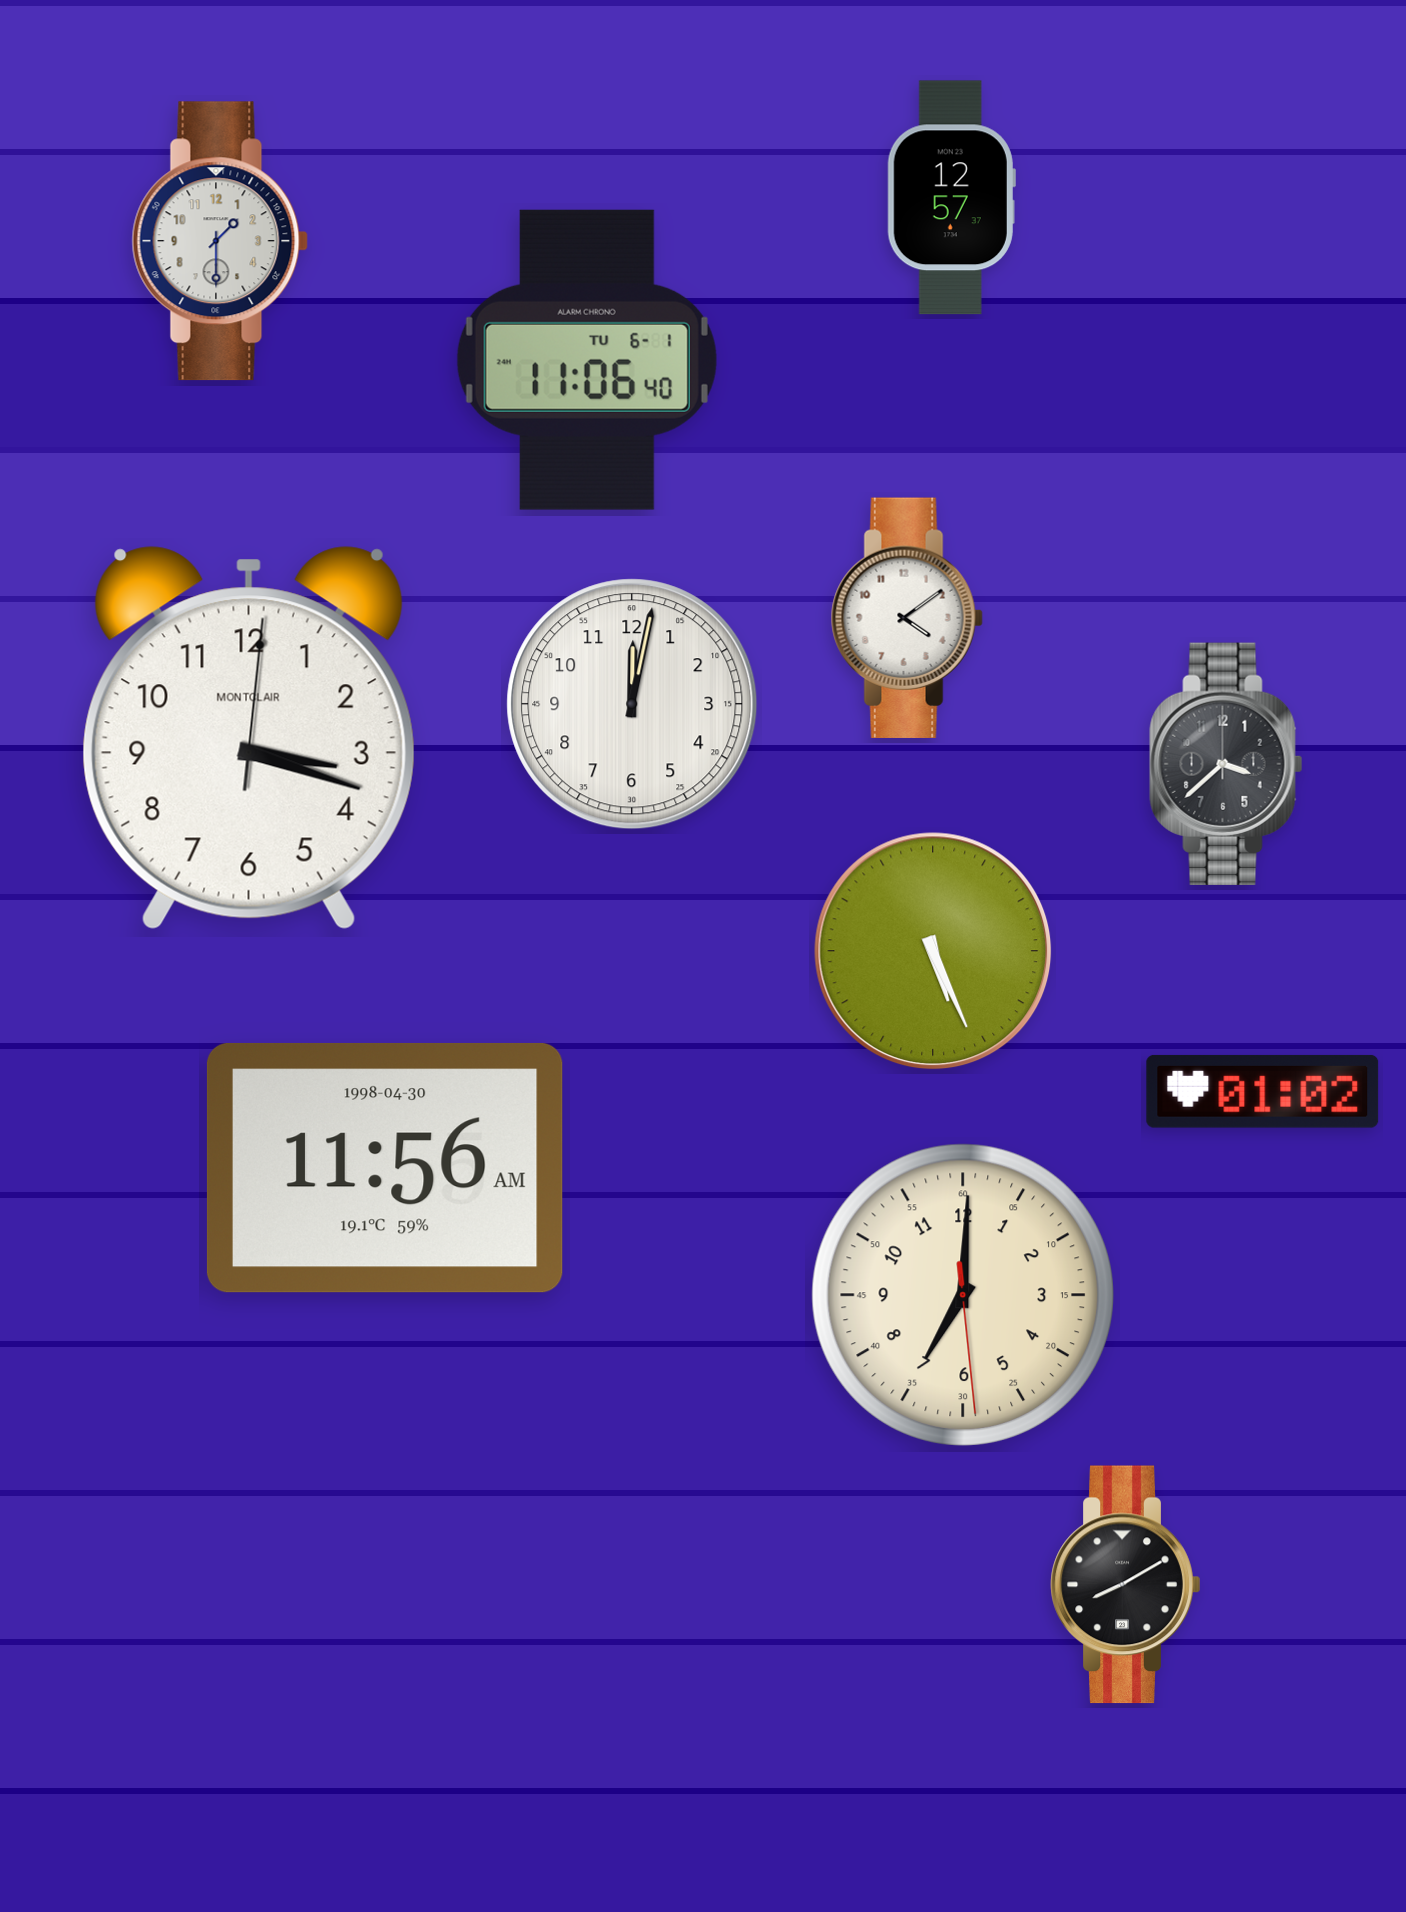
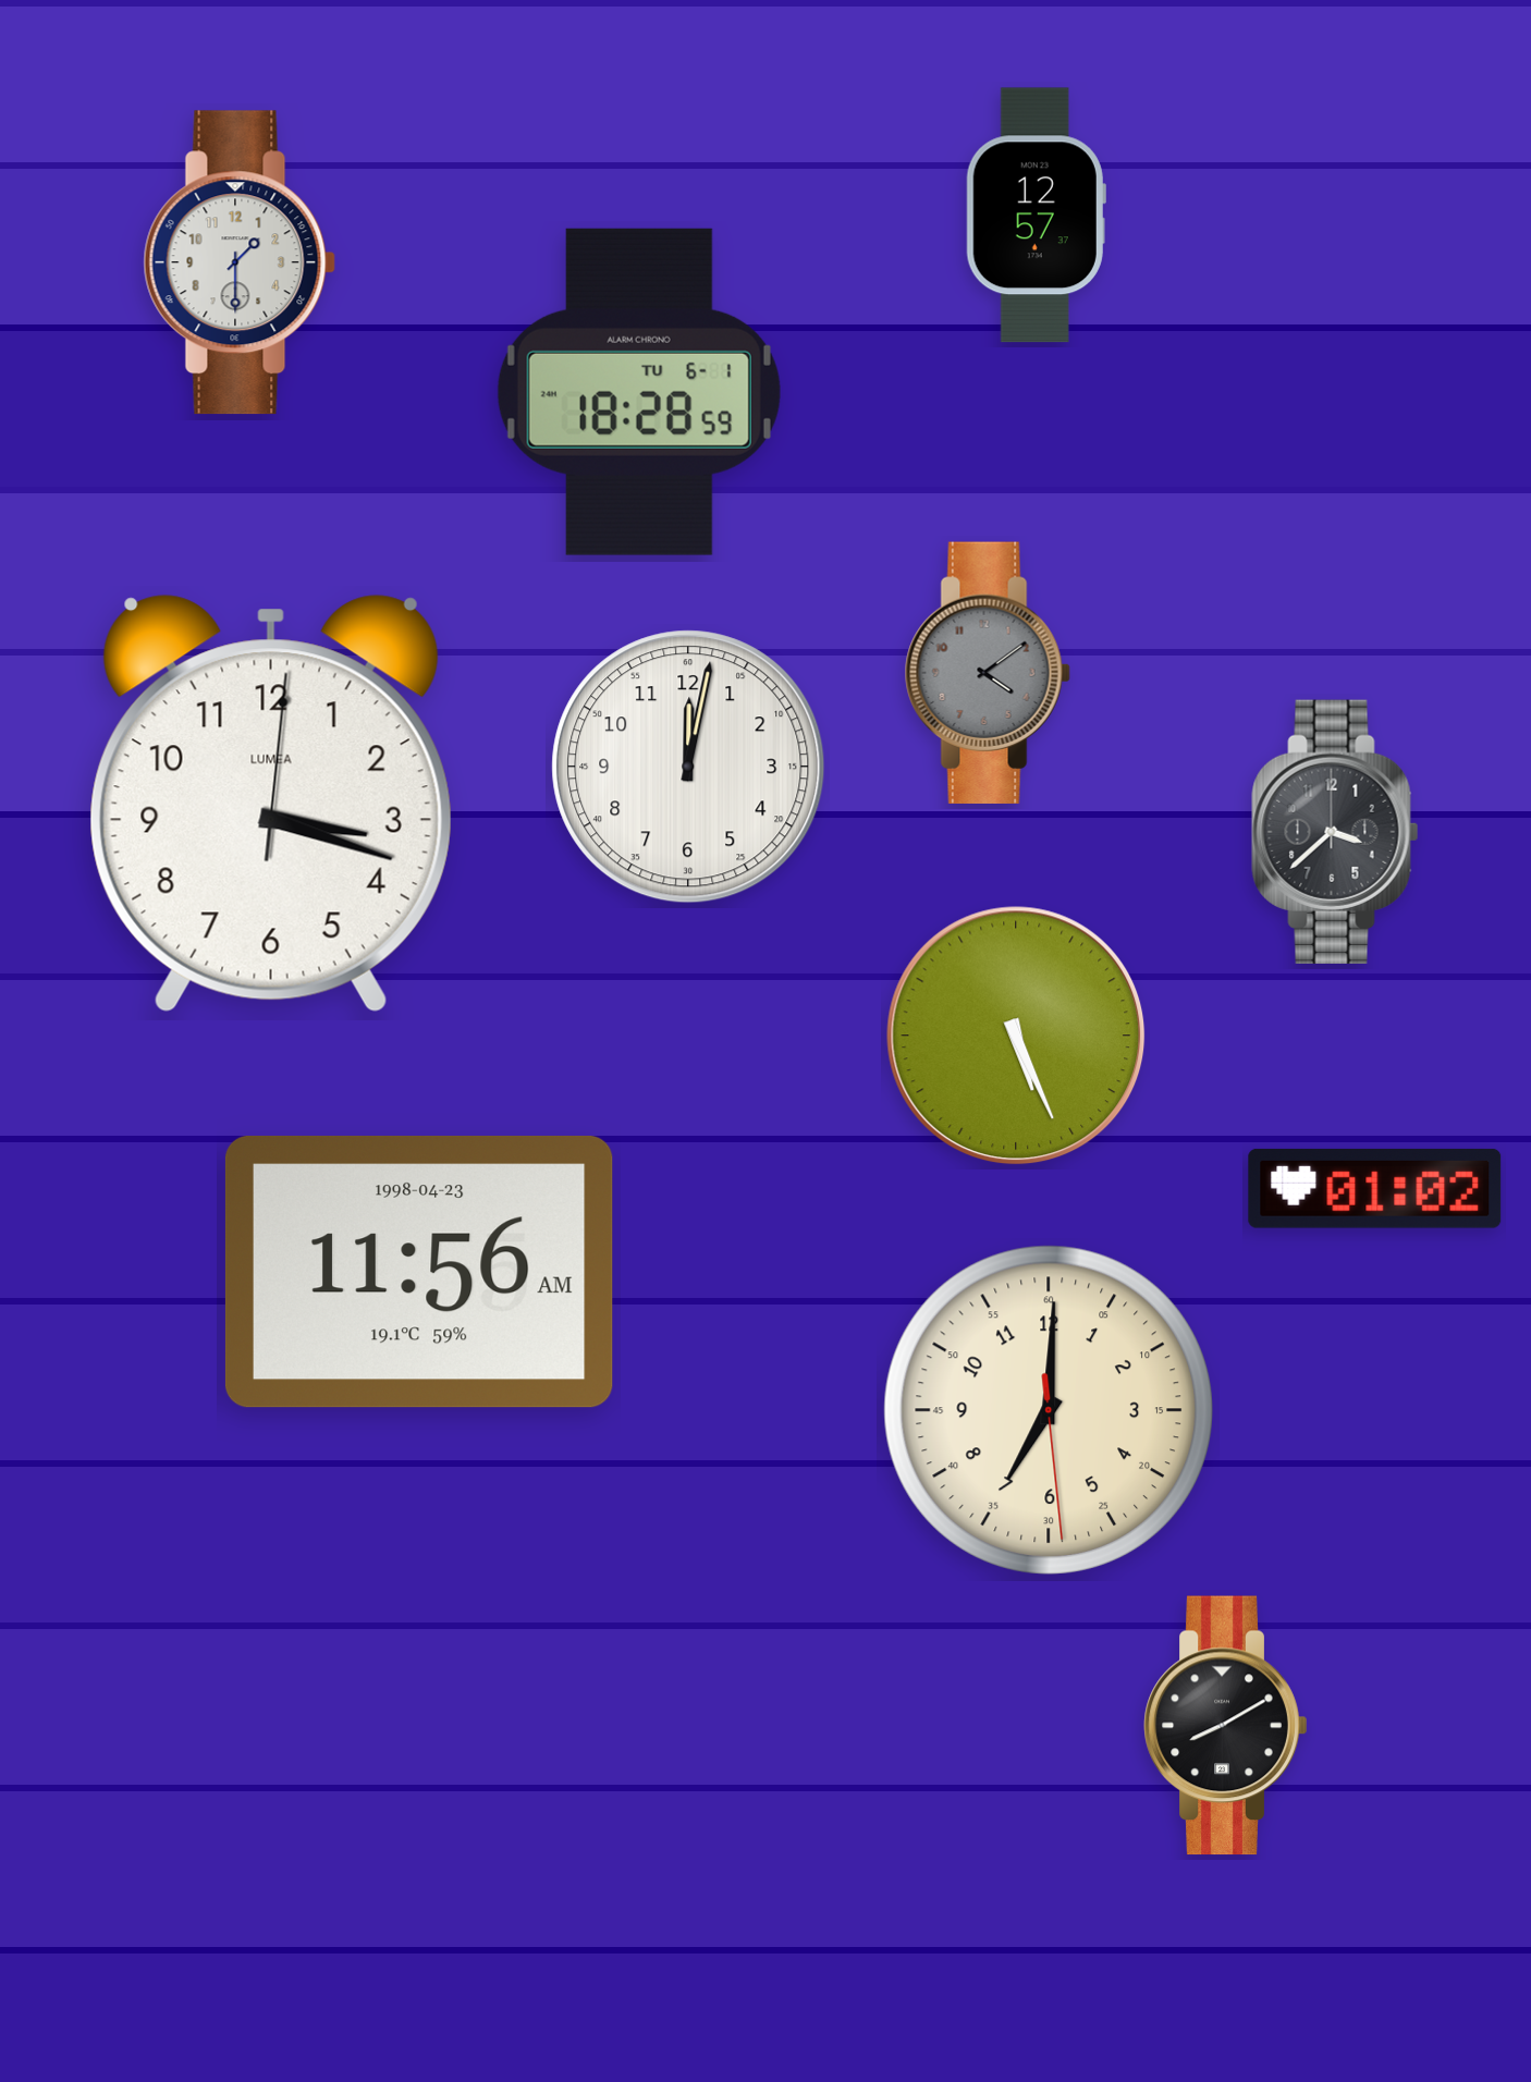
clock at (587, 360): 11:06 -> 18:28
clock at (907, 617) dial: white -> grey
clock at (249, 738) brand: MONTCLAIR -> LUMEA
clock at (385, 1168) date: 1998-04-30 -> 1998-04-23
